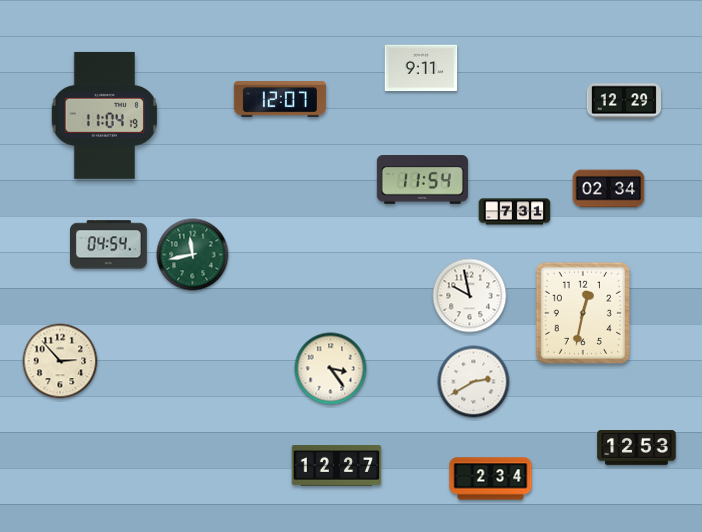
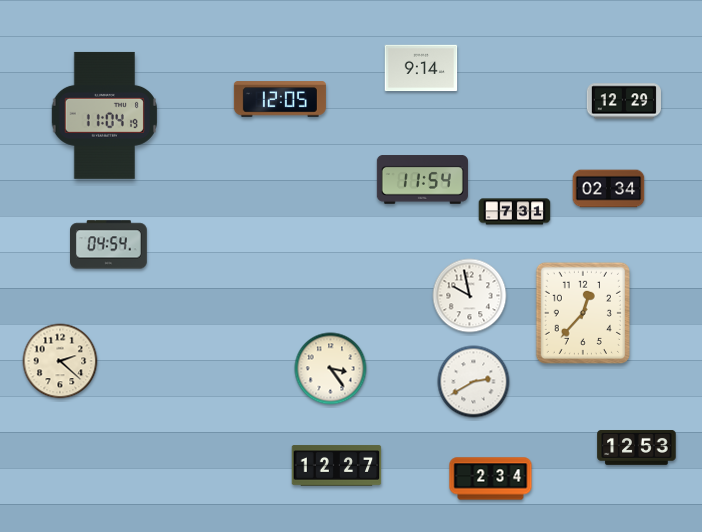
clock at (421, 68): 9:11 -> 9:14
clock at (280, 99): 12:07 -> 12:05
clock at (193, 255): 11:43 -> none
clock at (583, 313): 12:32 -> 12:37
clock at (60, 361): 2:53 -> 2:22
